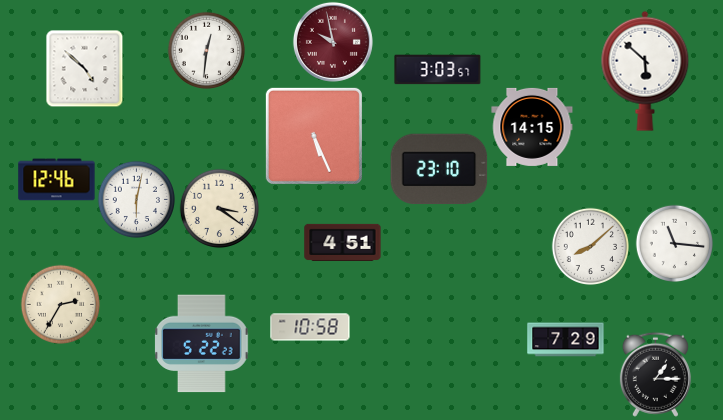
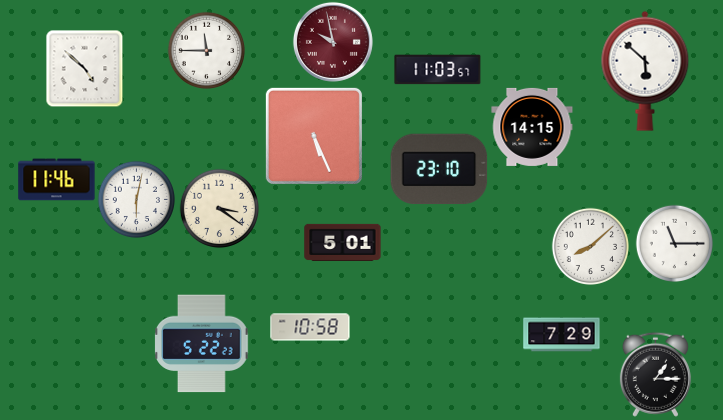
clock at (206, 50): 12:31 -> 11:45
clock at (438, 70): 3:03 -> 11:03
clock at (57, 180): 12:46 -> 11:46
clock at (343, 242): 4:51 -> 5:01
clock at (674, 243): 11:16 -> 11:15
clock at (60, 304): 2:35 -> none
clock at (566, 340) position: (566, 340) -> (562, 335)
